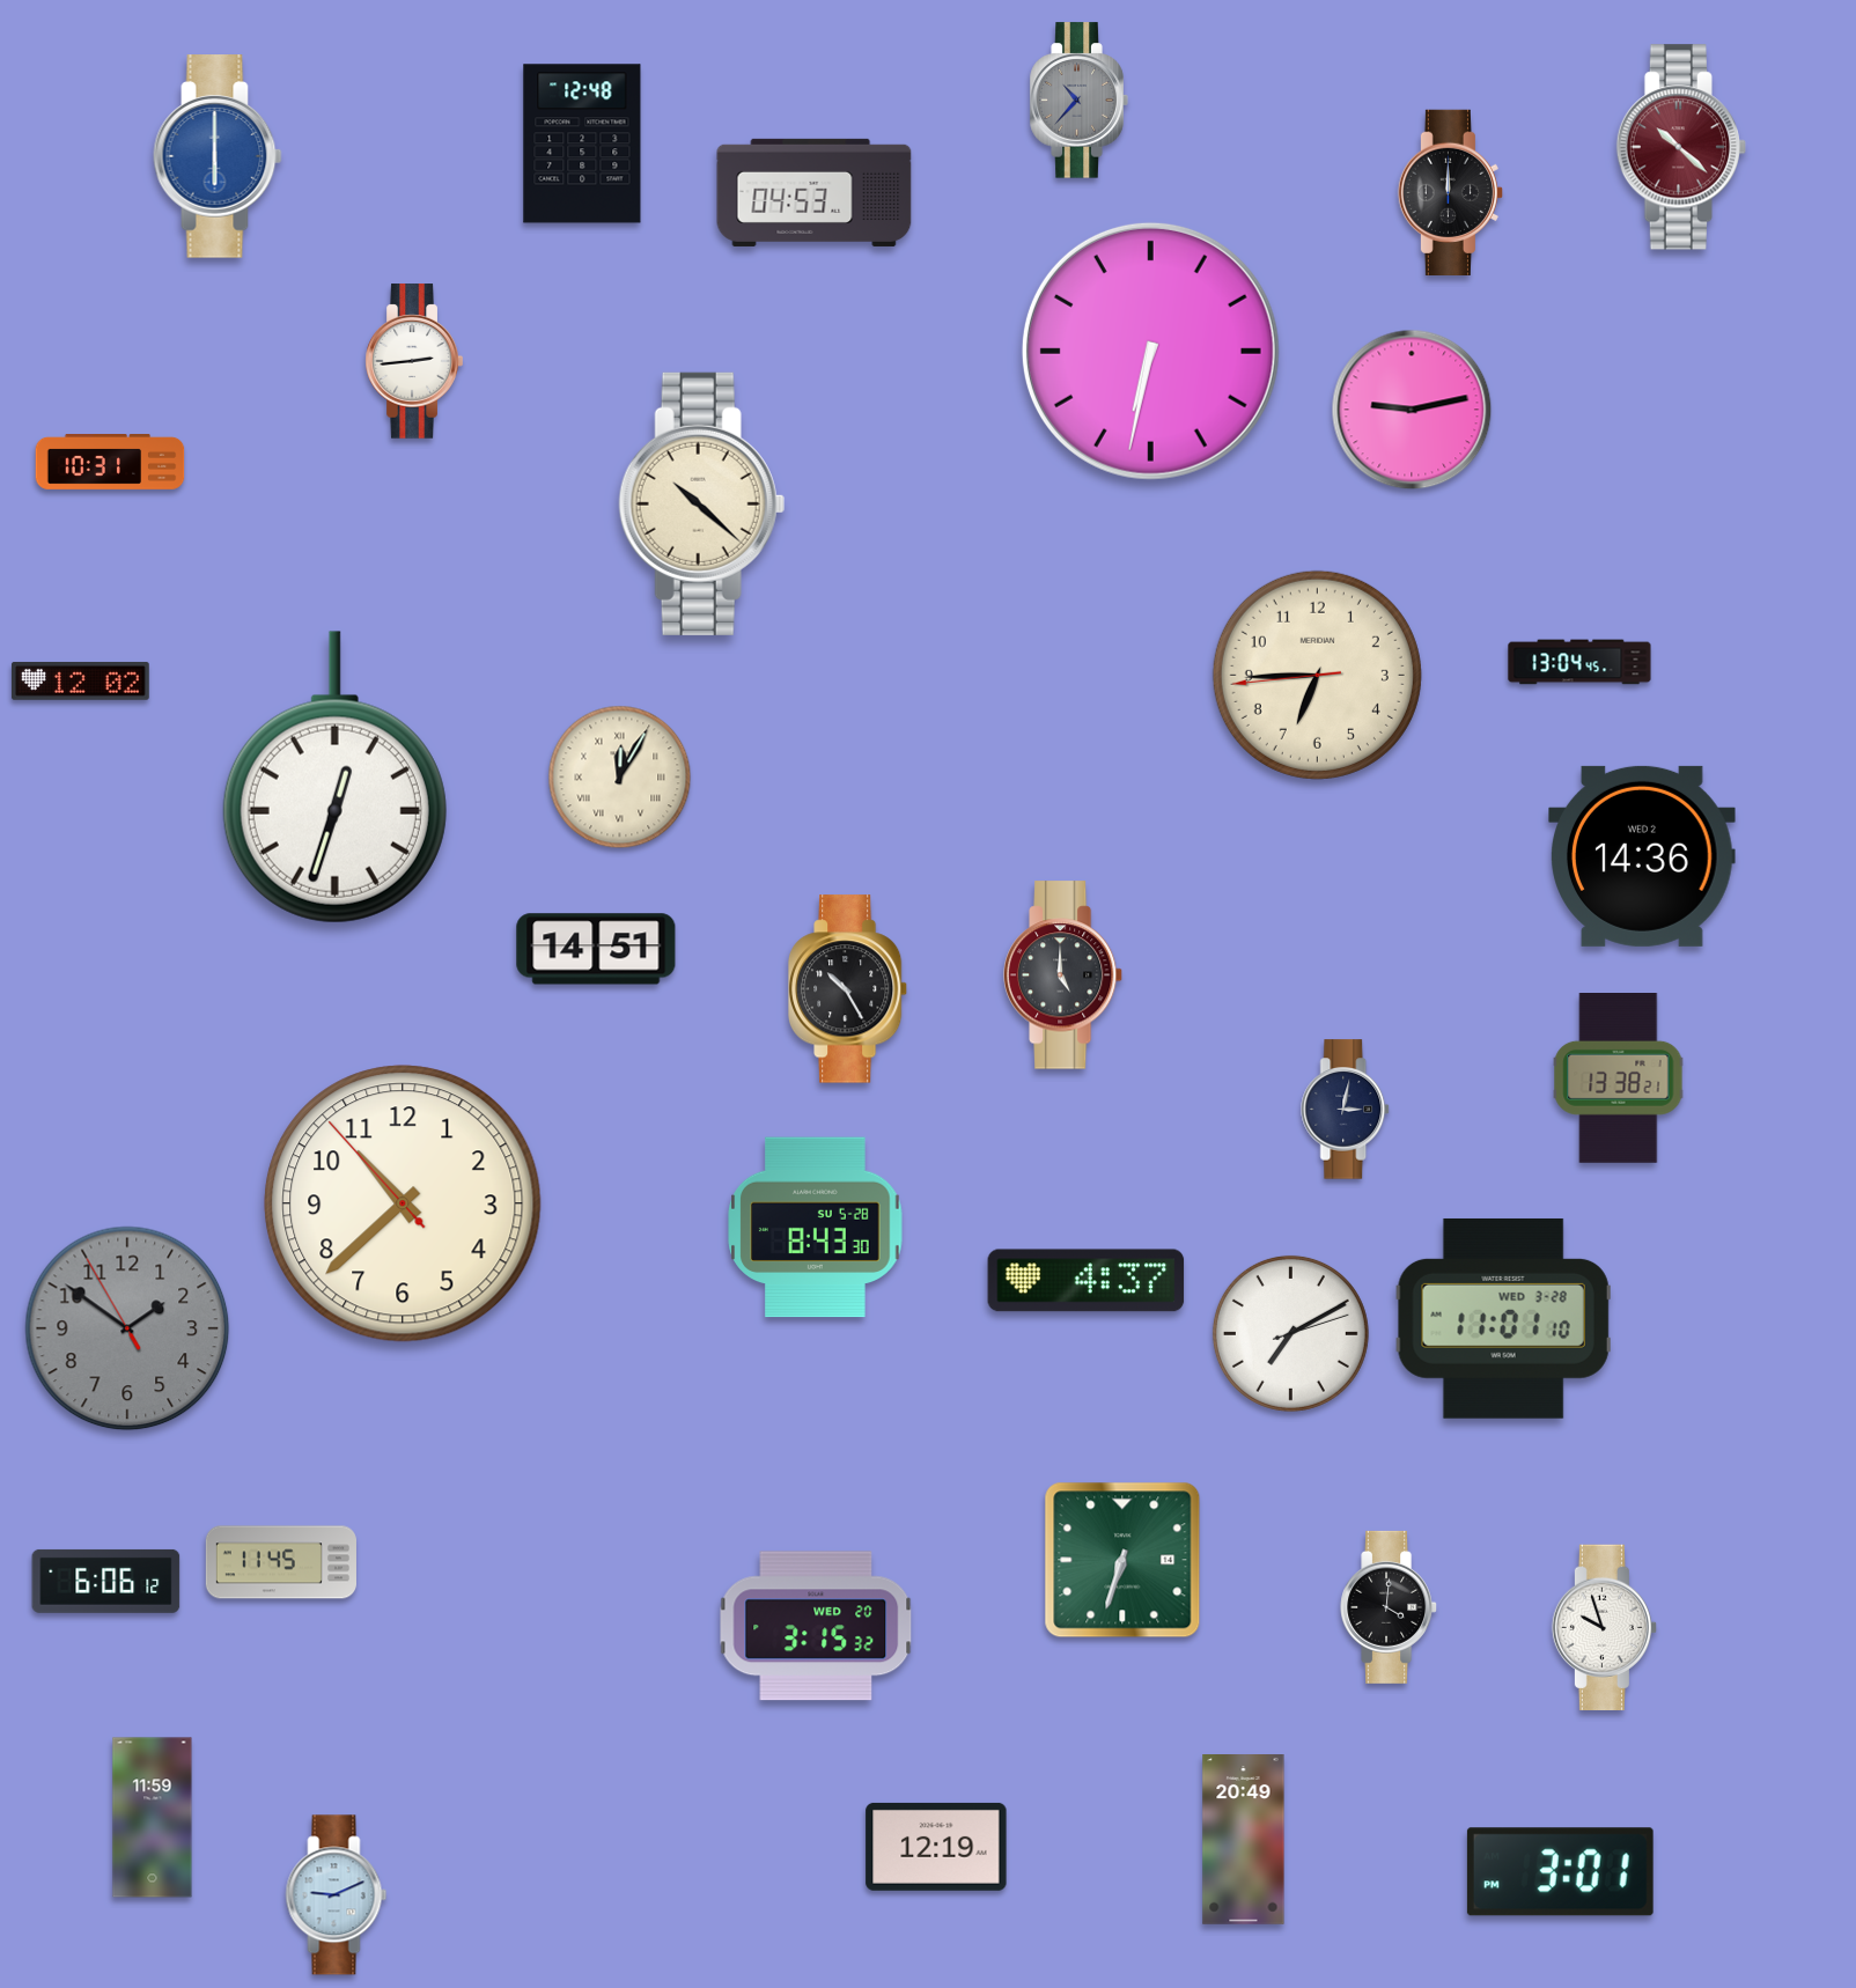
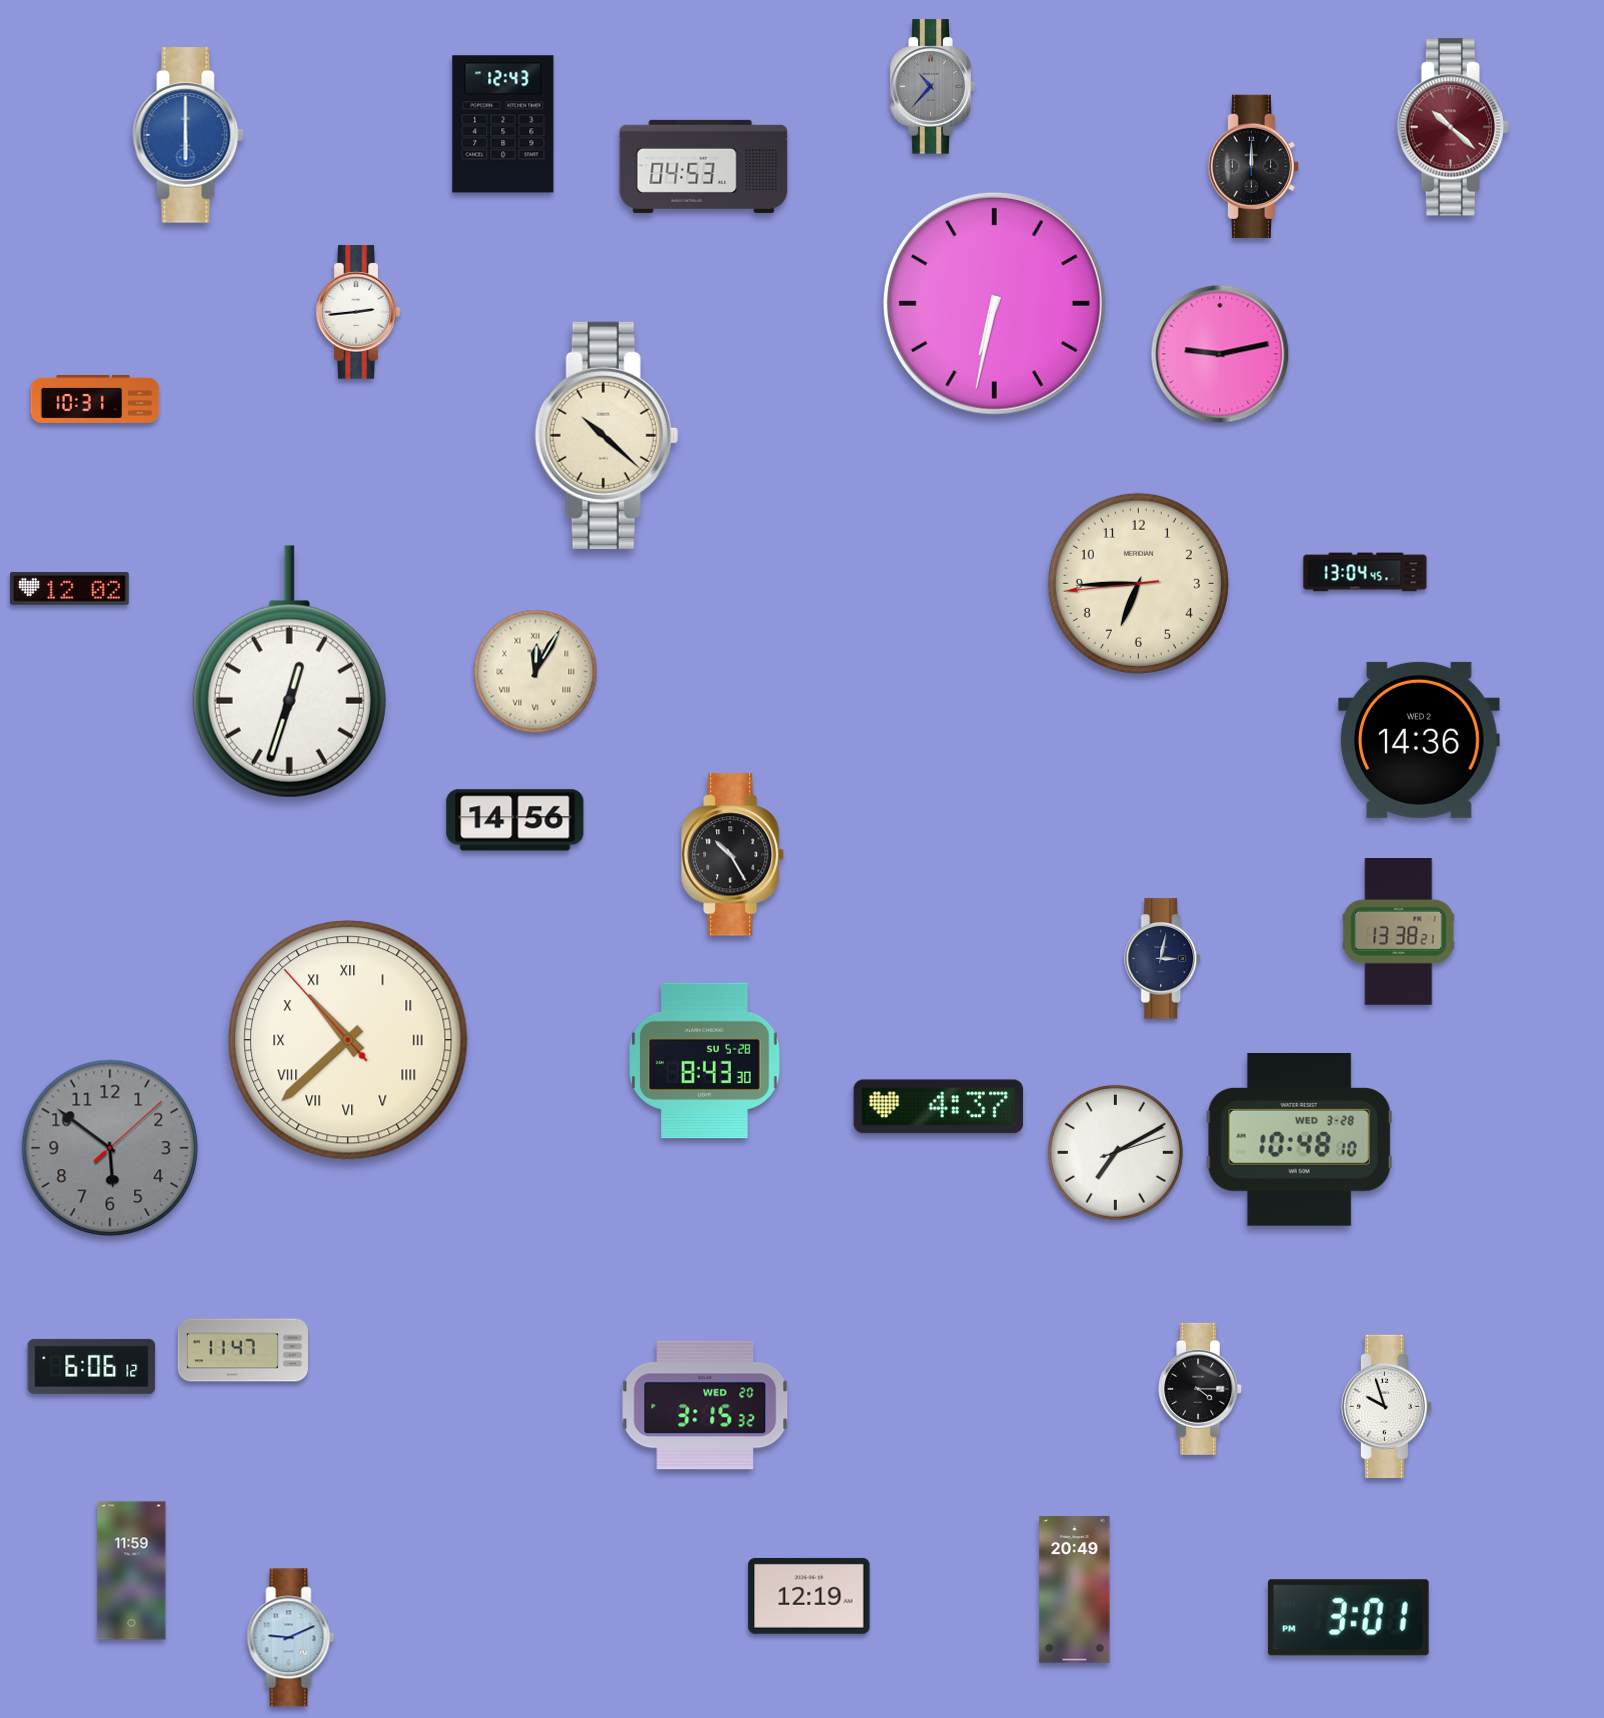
clock at (582, 143): 12:48 -> 12:43
clock at (596, 949): 14:51 -> 14:56
clock at (1063, 975): 5:00 -> none
clock at (403, 1203) numerals: Arabic -> Roman
clock at (1503, 1318): 11:01 -> 10:48
clock at (127, 1328): 1:50 -> 5:51
clock at (1122, 1560): 6:33 -> none
clock at (280, 1562): 11:45 -> 11:47
clock at (1390, 1607): 4:01 -> 4:15
